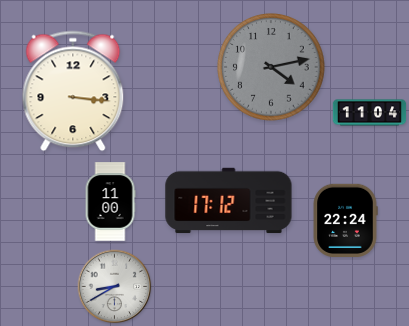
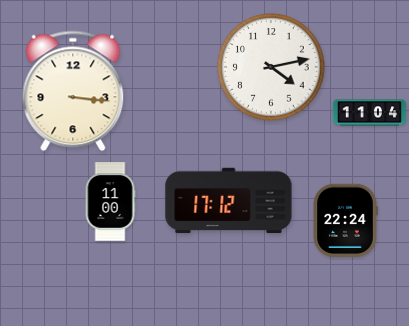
clock at (271, 67) dial: grey -> white
clock at (115, 287): 8:40 -> none
